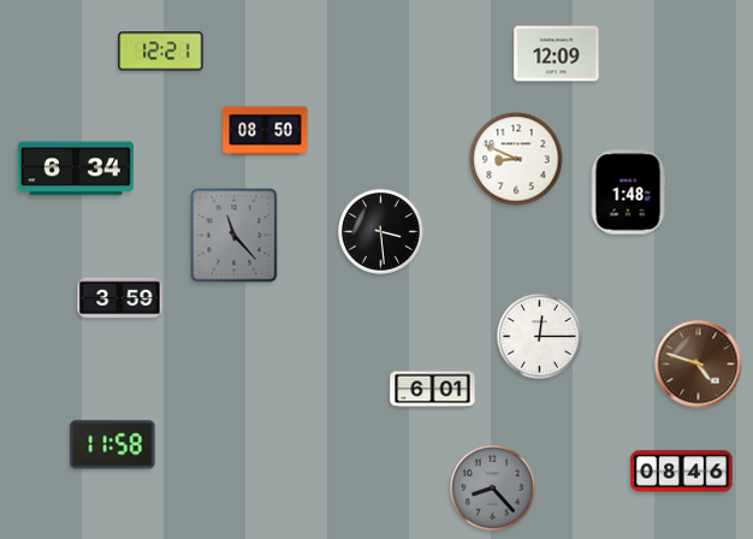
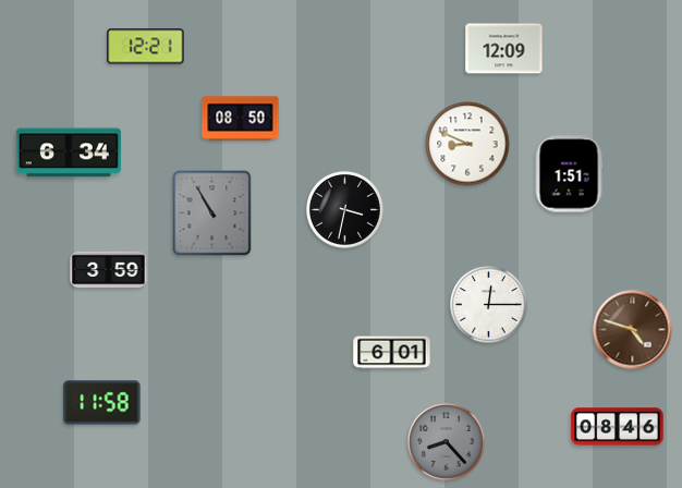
clock at (628, 192): 1:48 -> 1:51
clock at (381, 232): 3:29 -> 3:32
clock at (235, 236): 11:23 -> 10:55
